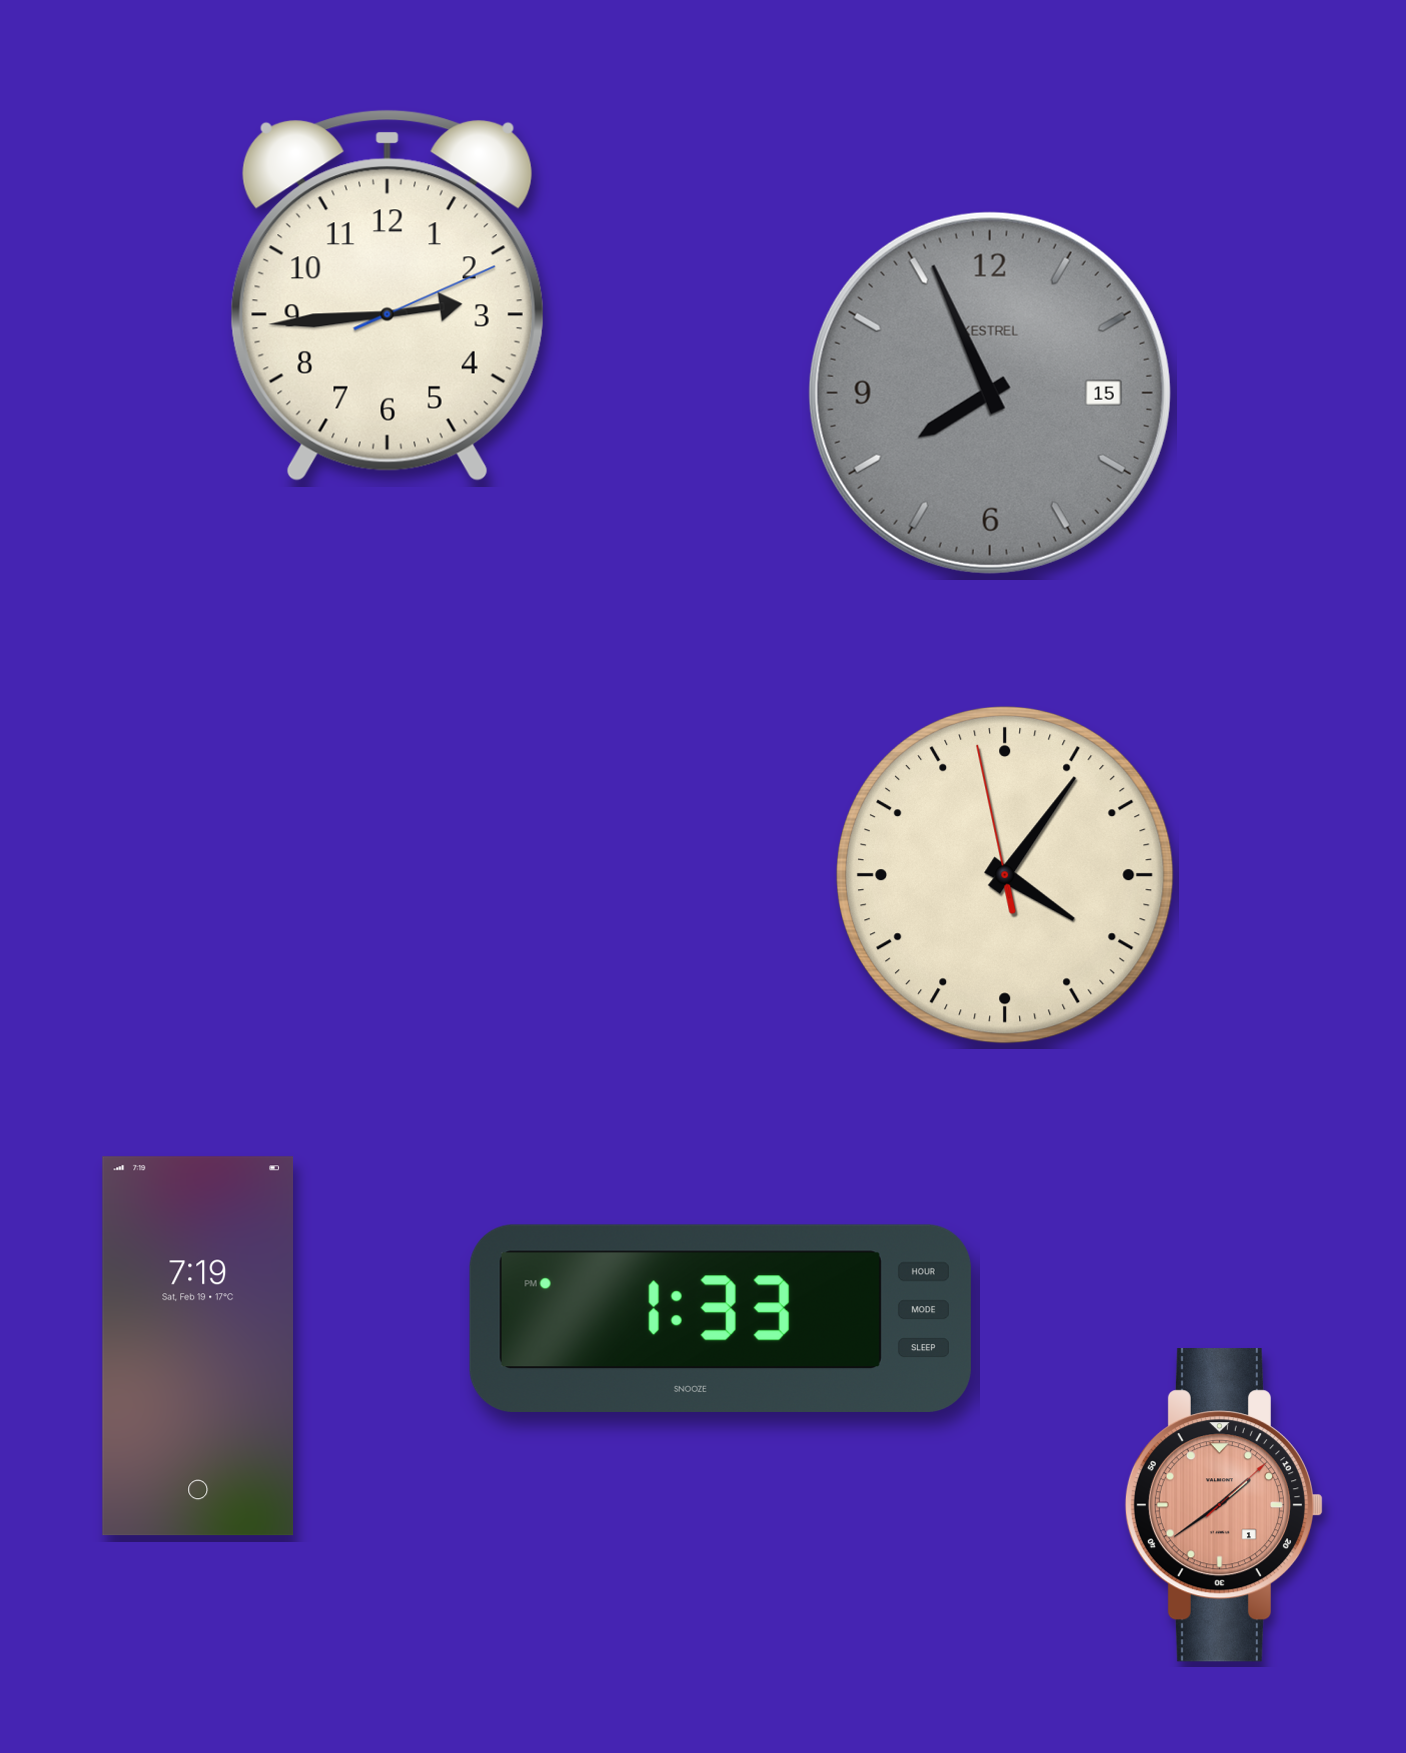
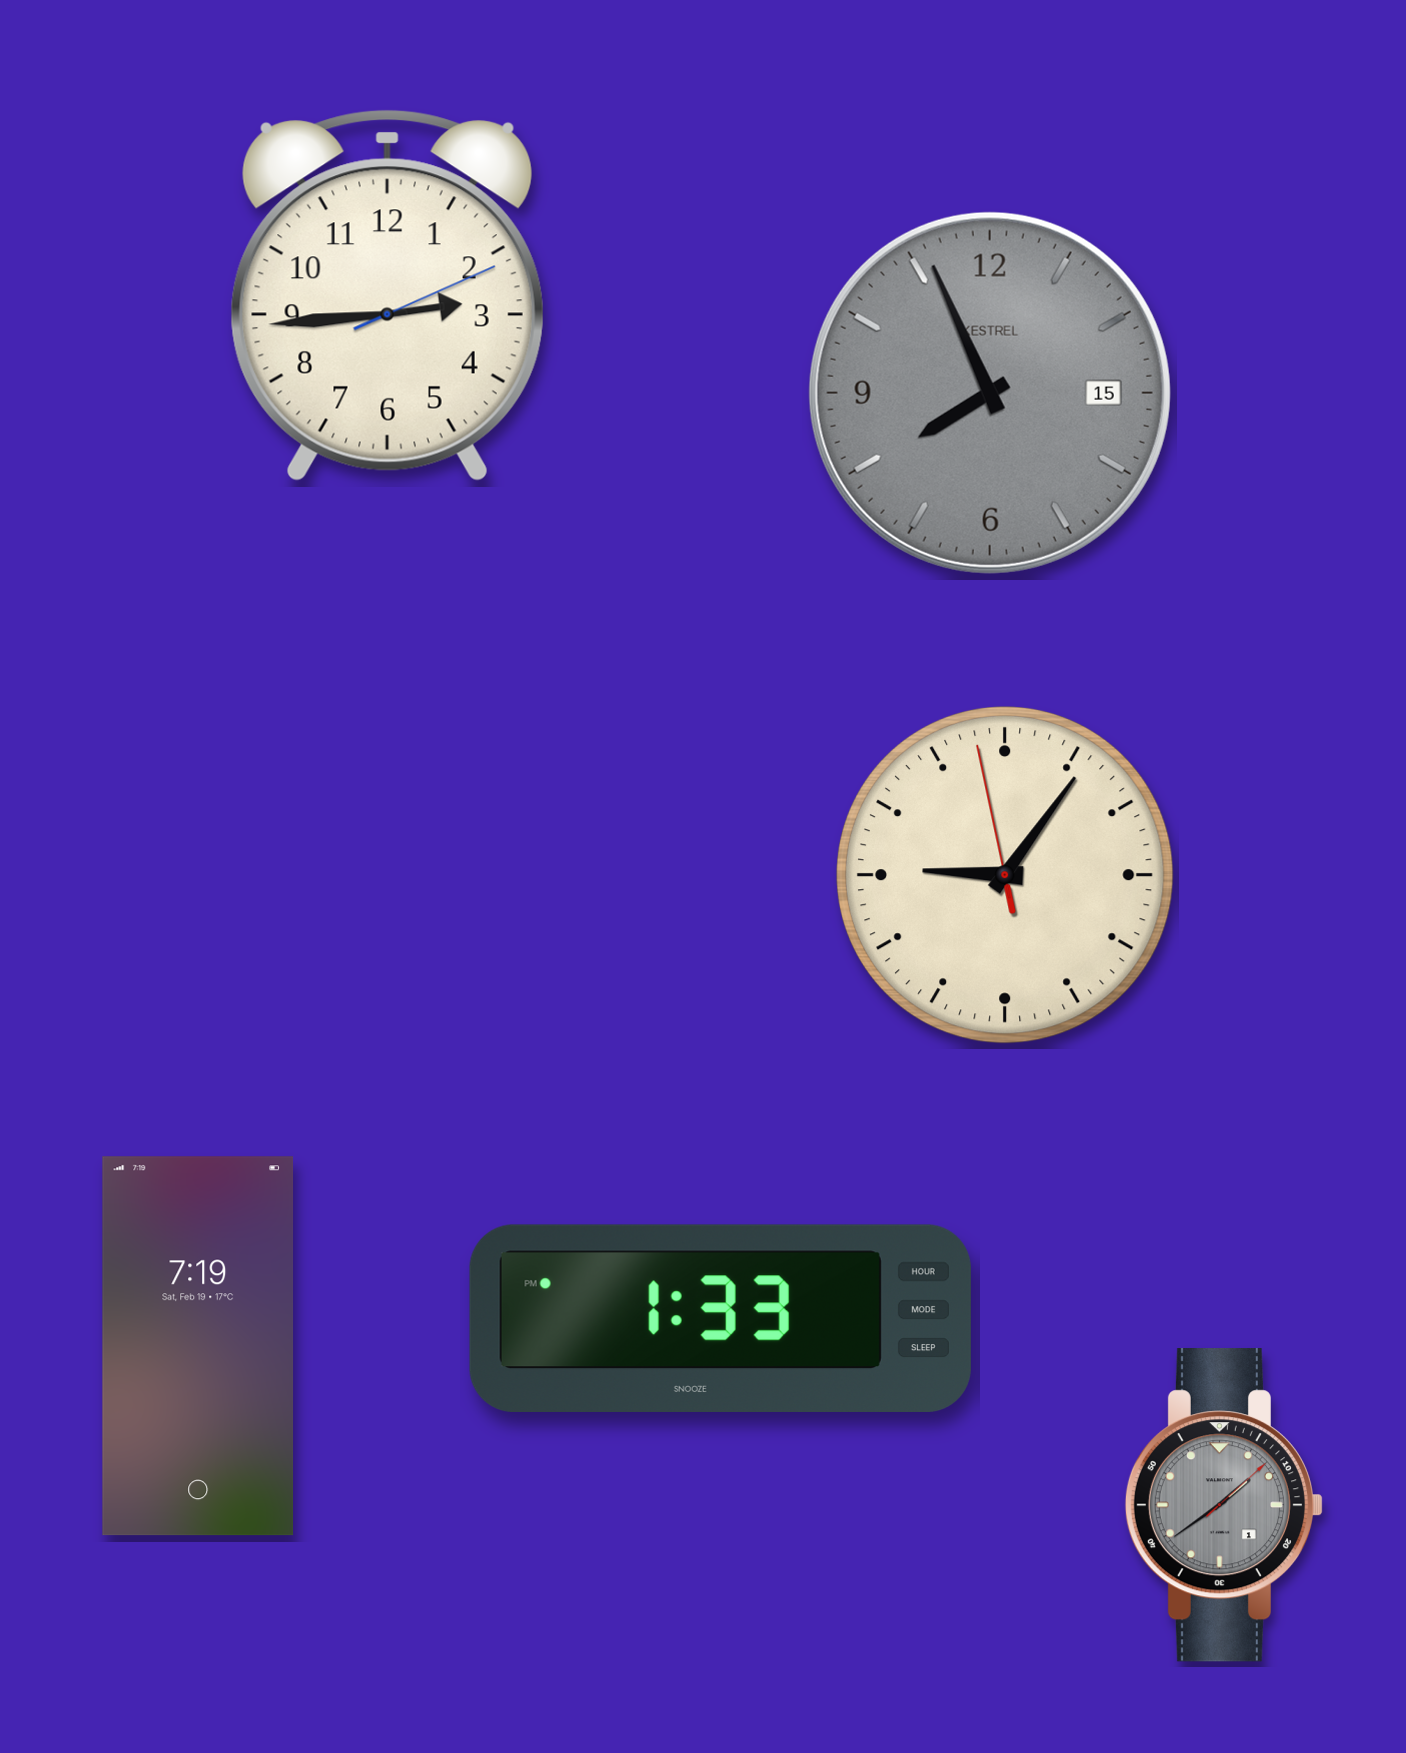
clock at (1005, 875): 4:05 -> 9:05
clock at (1223, 1505) dial: salmon -> grey
